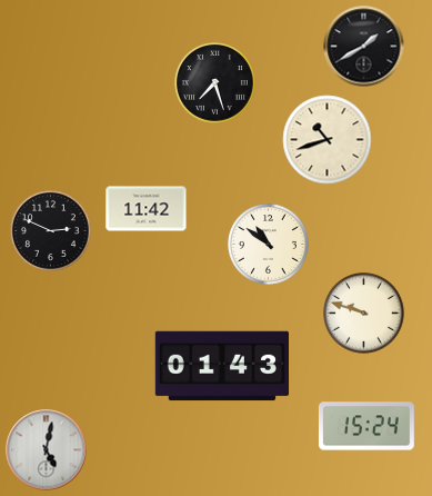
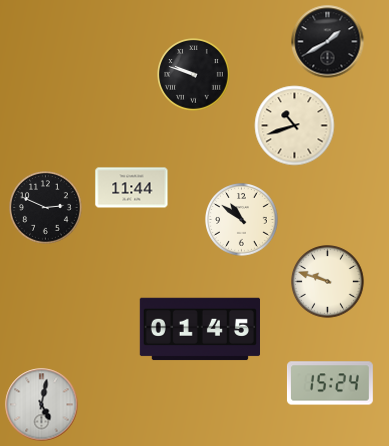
clock at (215, 83): 7:27 -> 9:48
clock at (147, 209): 11:42 -> 11:44
clock at (221, 366): 01:43 -> 01:45
